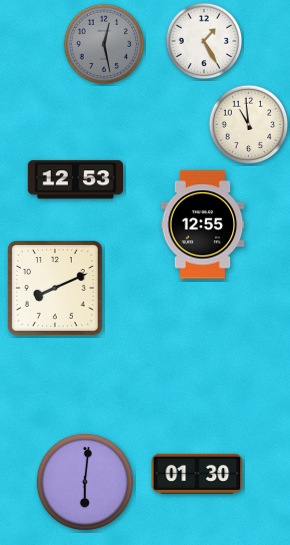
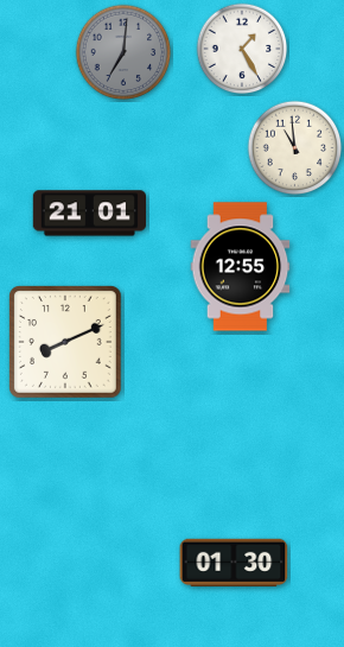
clock at (104, 44): 12:28 -> 7:01
clock at (75, 180): 12:53 -> 21:01
clock at (85, 482): 6:01 -> none
